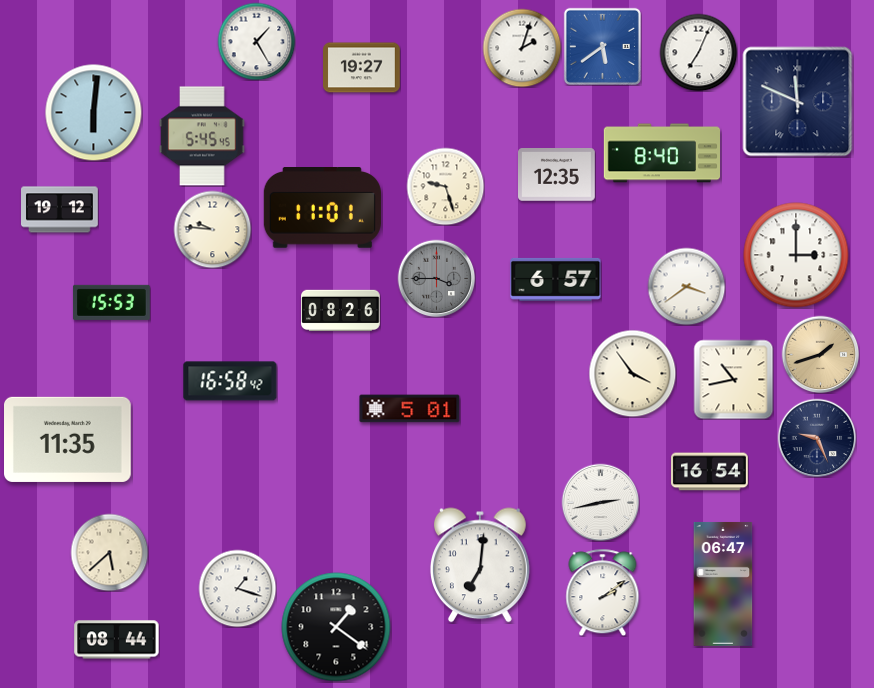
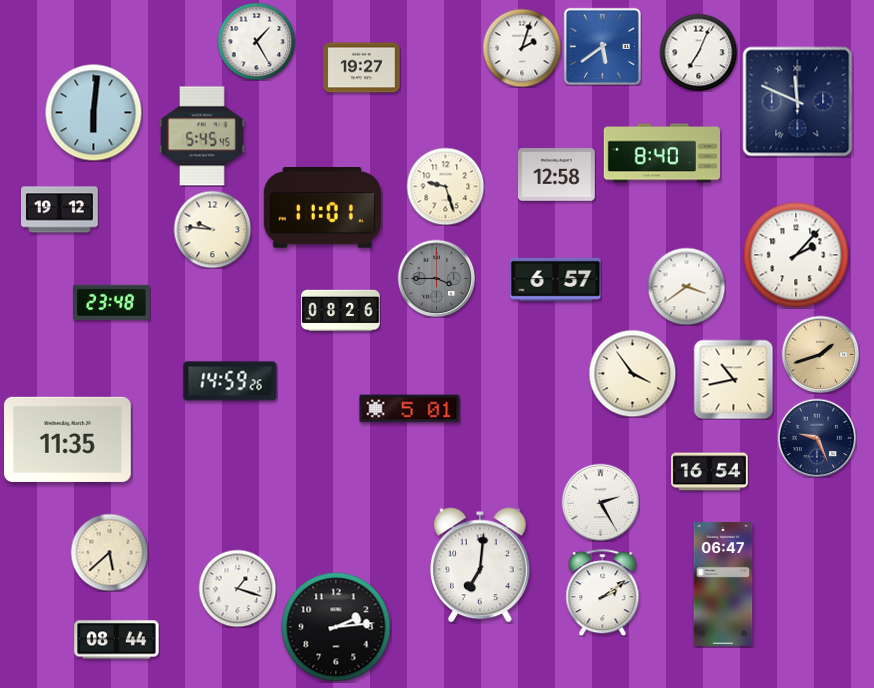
clock at (557, 175): 12:35 -> 12:58
clock at (796, 255): 3:00 -> 2:07
clock at (111, 302): 15:53 -> 23:48
clock at (230, 381): 16:58 -> 14:59
clock at (600, 502): 2:43 -> 2:25
clock at (336, 627): 1:21 -> 2:14
